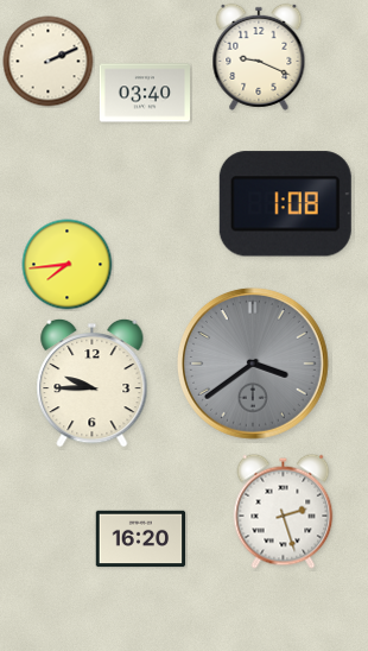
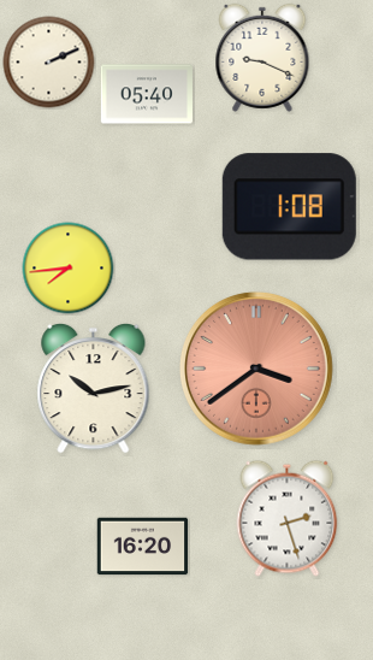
clock at (144, 93): 03:40 -> 05:40
clock at (253, 364) dial: grey -> salmon
clock at (93, 383): 9:45 -> 10:13
